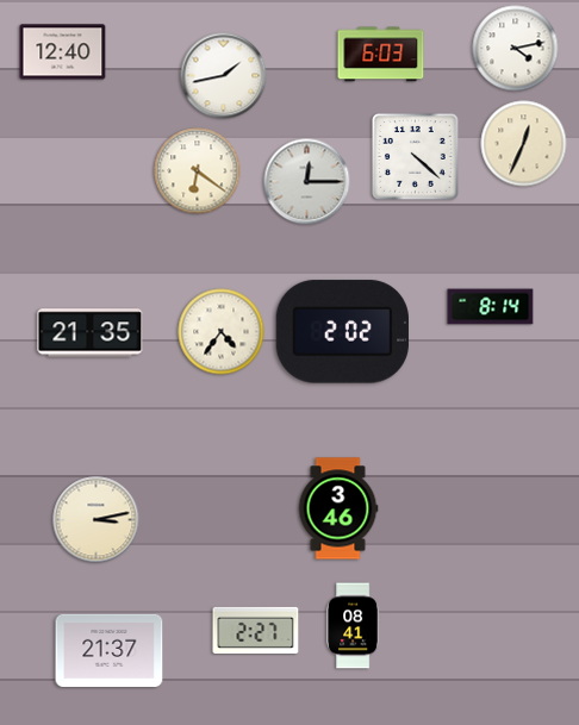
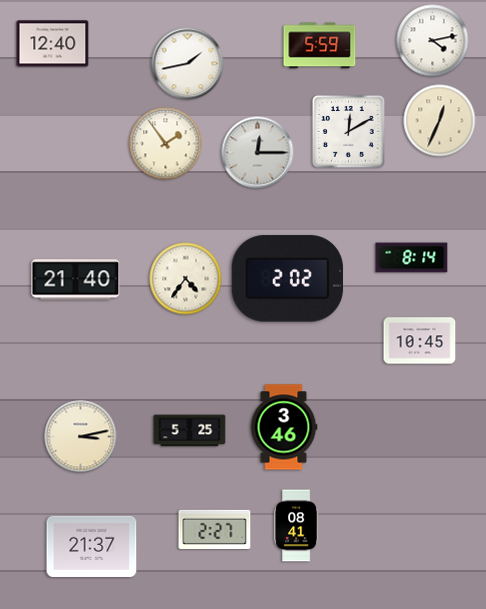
clock at (381, 55): 6:03 -> 5:59
clock at (416, 157): 4:22 -> 12:10
clock at (198, 171): 6:21 -> 1:54
clock at (91, 333): 21:35 -> 21:40
clock at (420, 341): none -> 10:45
clock at (190, 431): none -> 5:25
